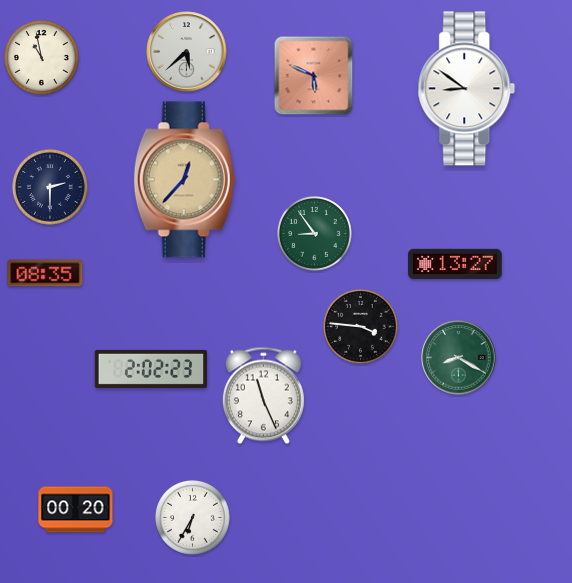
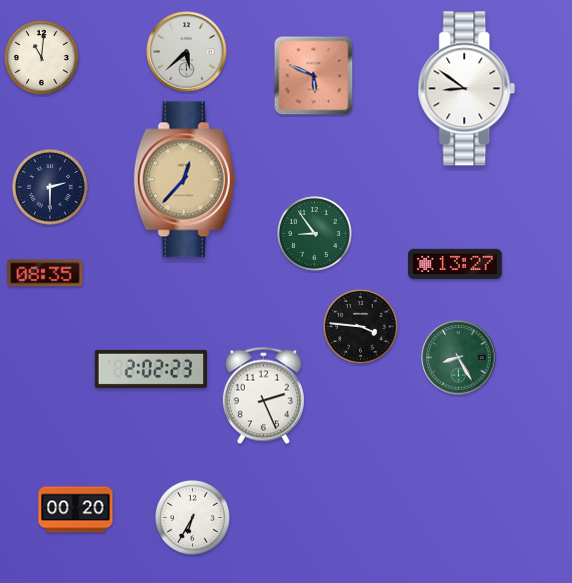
clock at (42, 58): 10:58 -> 11:01
clock at (459, 358): 8:20 -> 8:25
clock at (263, 396): 11:26 -> 2:26
